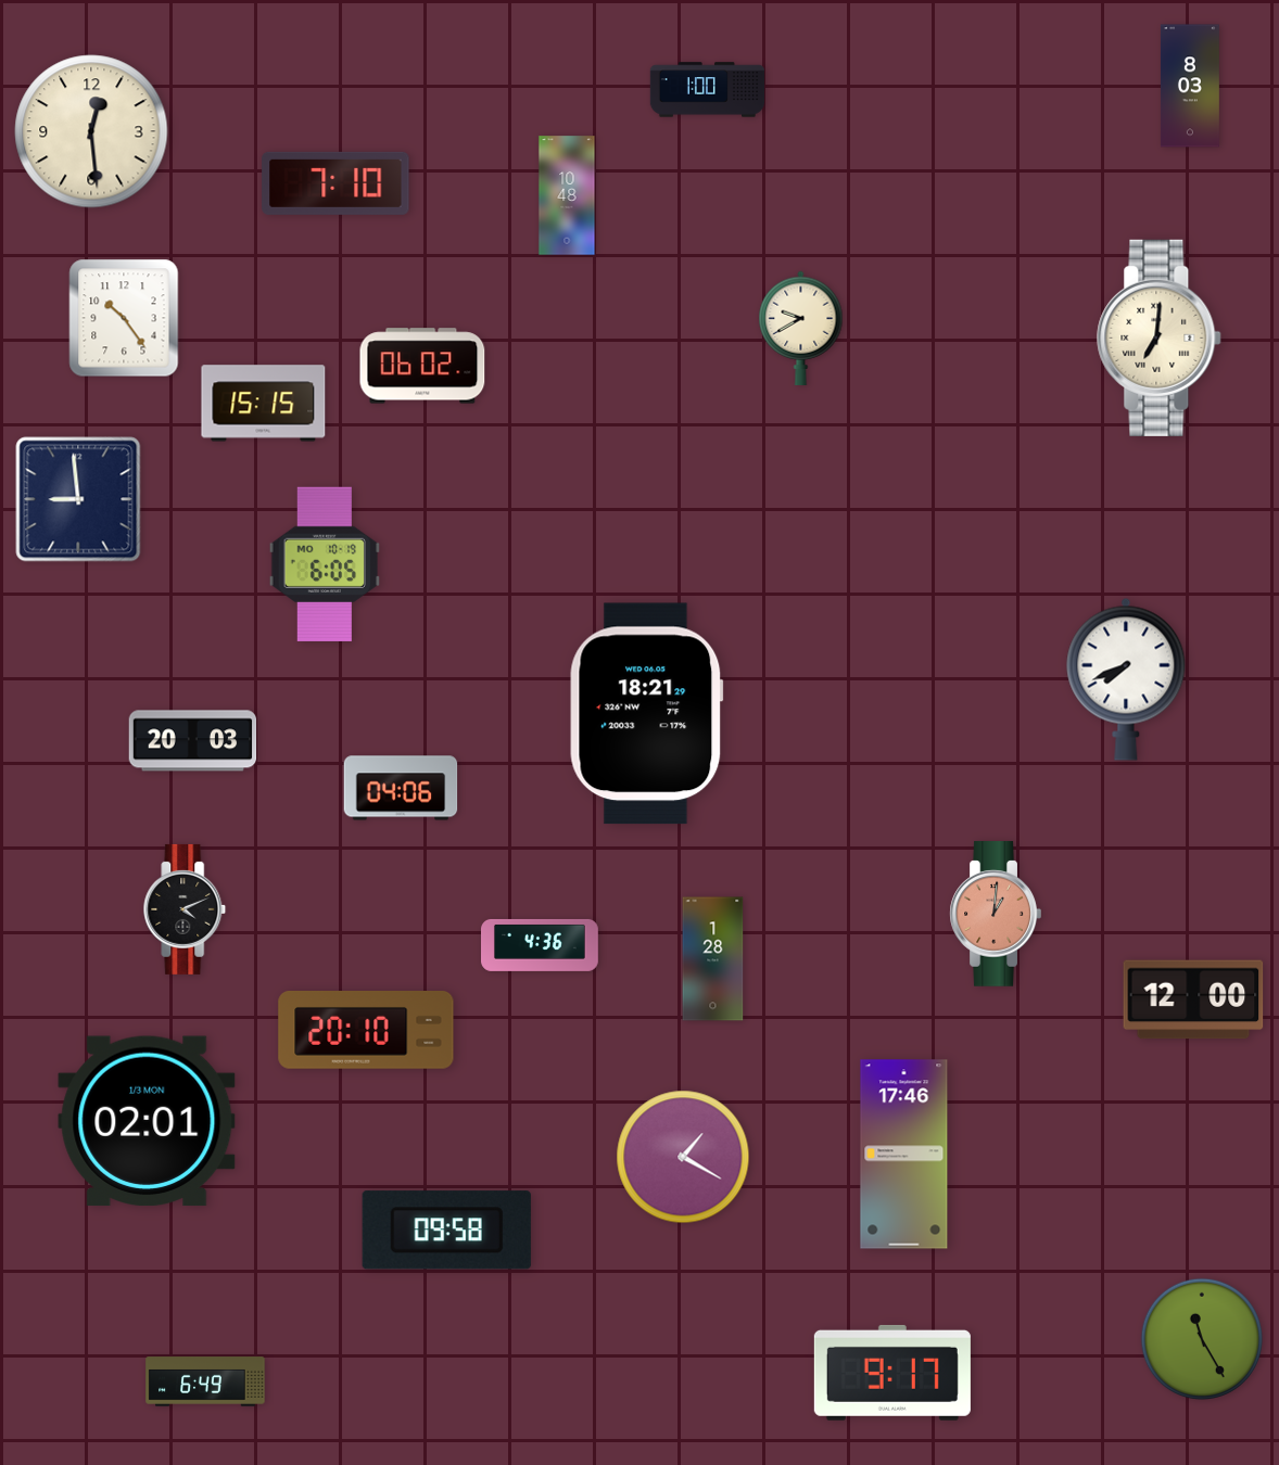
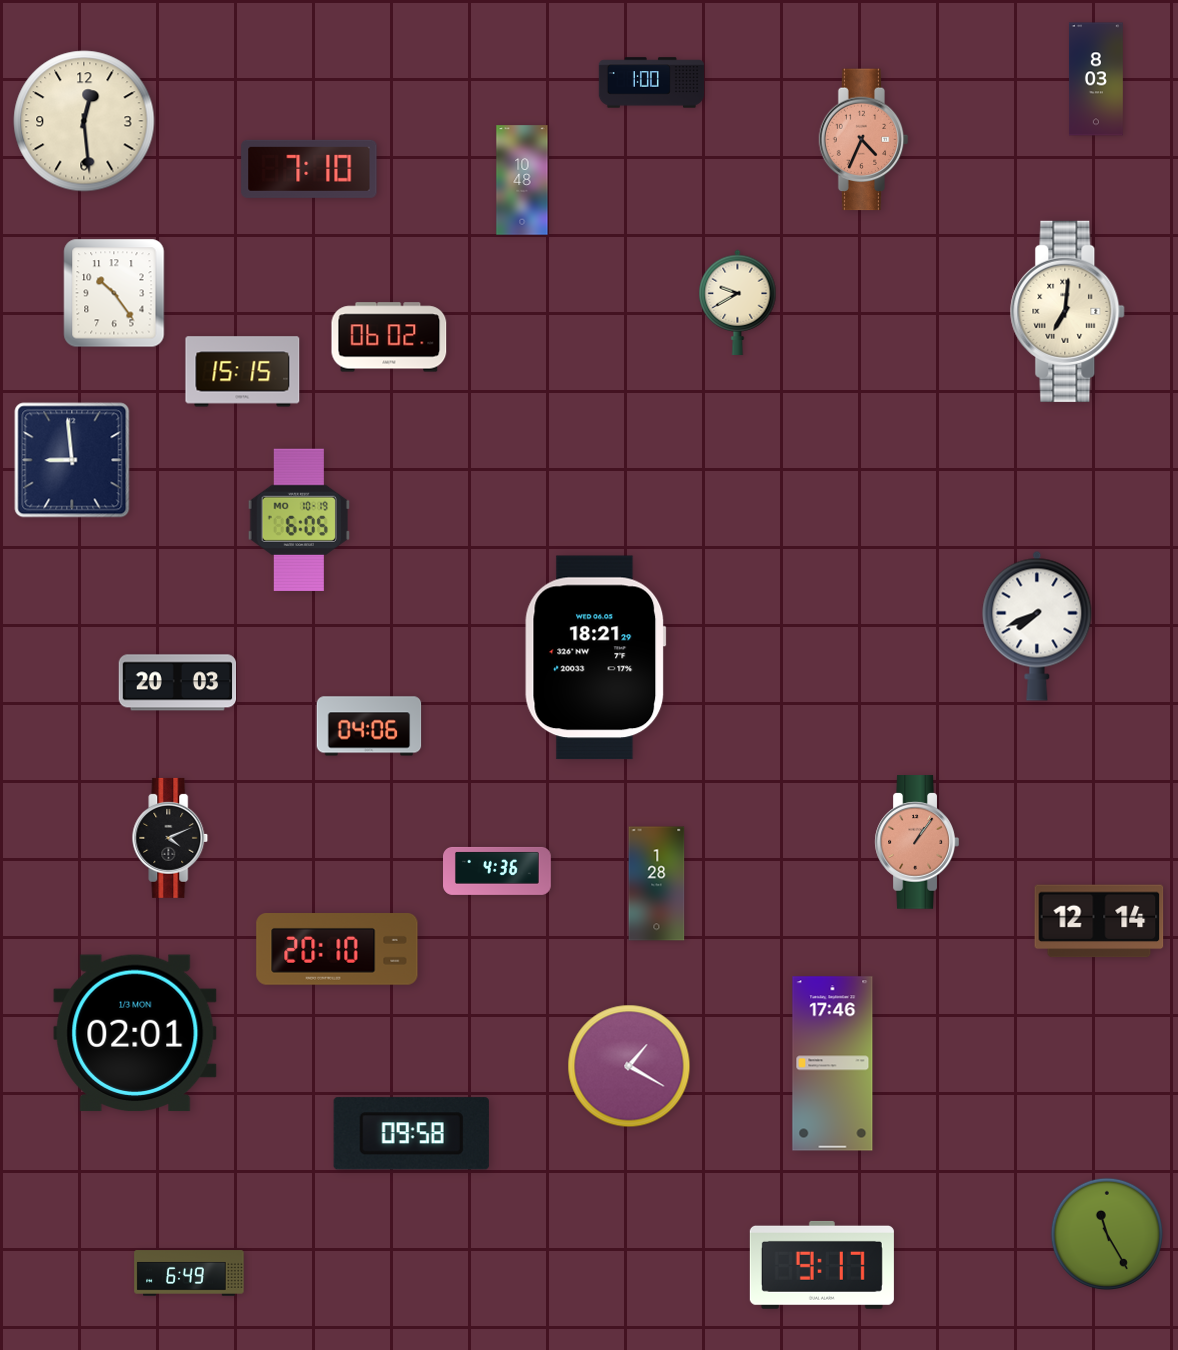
clock at (864, 140): none -> 4:34
clock at (996, 914): 1:01 -> 1:06
clock at (1193, 999): 12:00 -> 12:14
